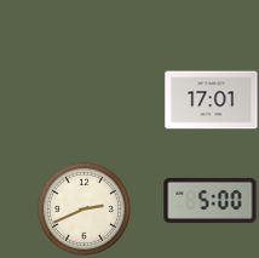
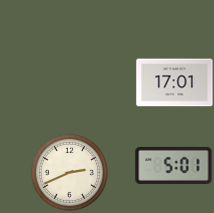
clock at (211, 200): 5:00 -> 5:01
